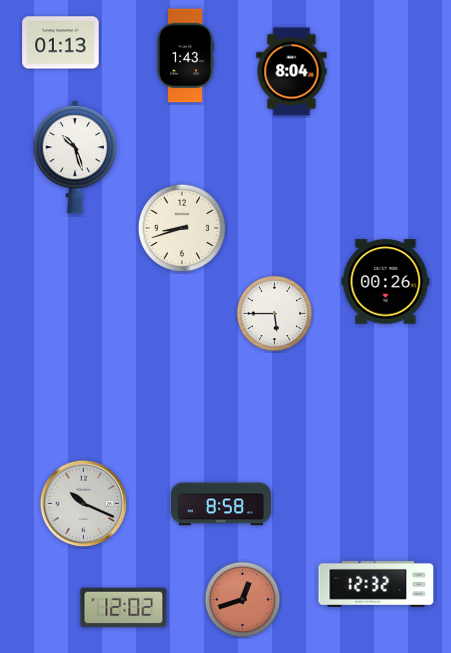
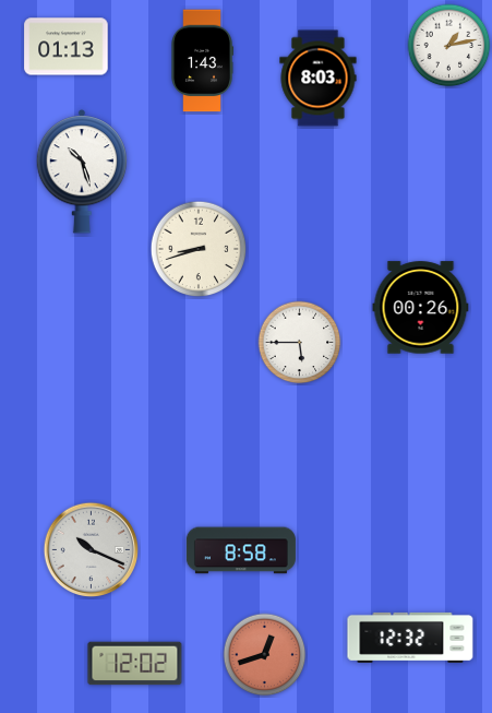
clock at (449, 46): none -> 1:13
clock at (292, 72): 8:04 -> 8:03
